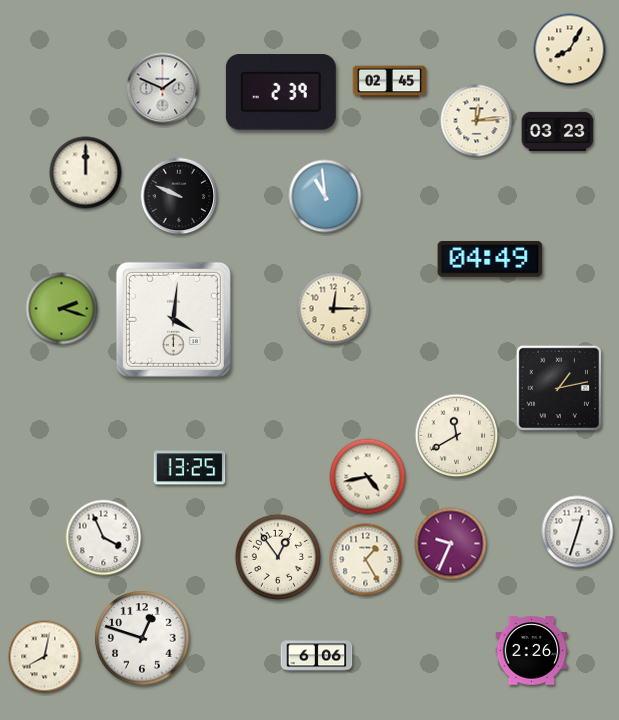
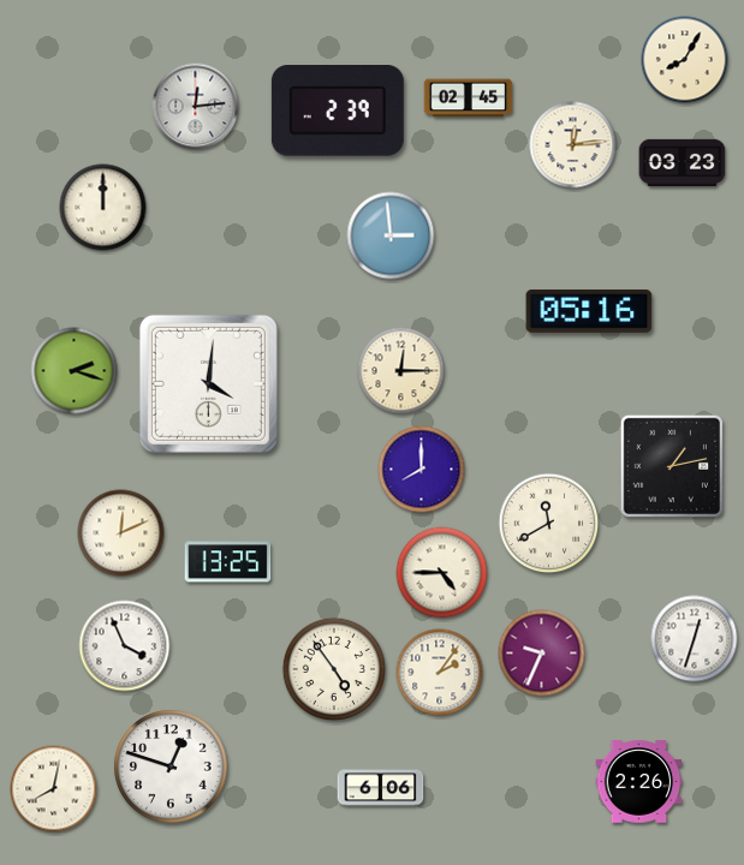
clock at (163, 89): 1:49 -> 12:14
clock at (558, 131) position: (558, 131) -> (683, 162)
clock at (179, 196): 9:49 -> none
clock at (325, 196): 10:59 -> 2:59
clock at (490, 259): 04:49 -> 05:16
clock at (422, 470): none -> 8:00
clock at (121, 533): none -> 12:11
clock at (368, 477): 4:43 -> 4:45
clock at (277, 556): 12:54 -> 4:54
clock at (366, 560): 1:25 -> 2:06
